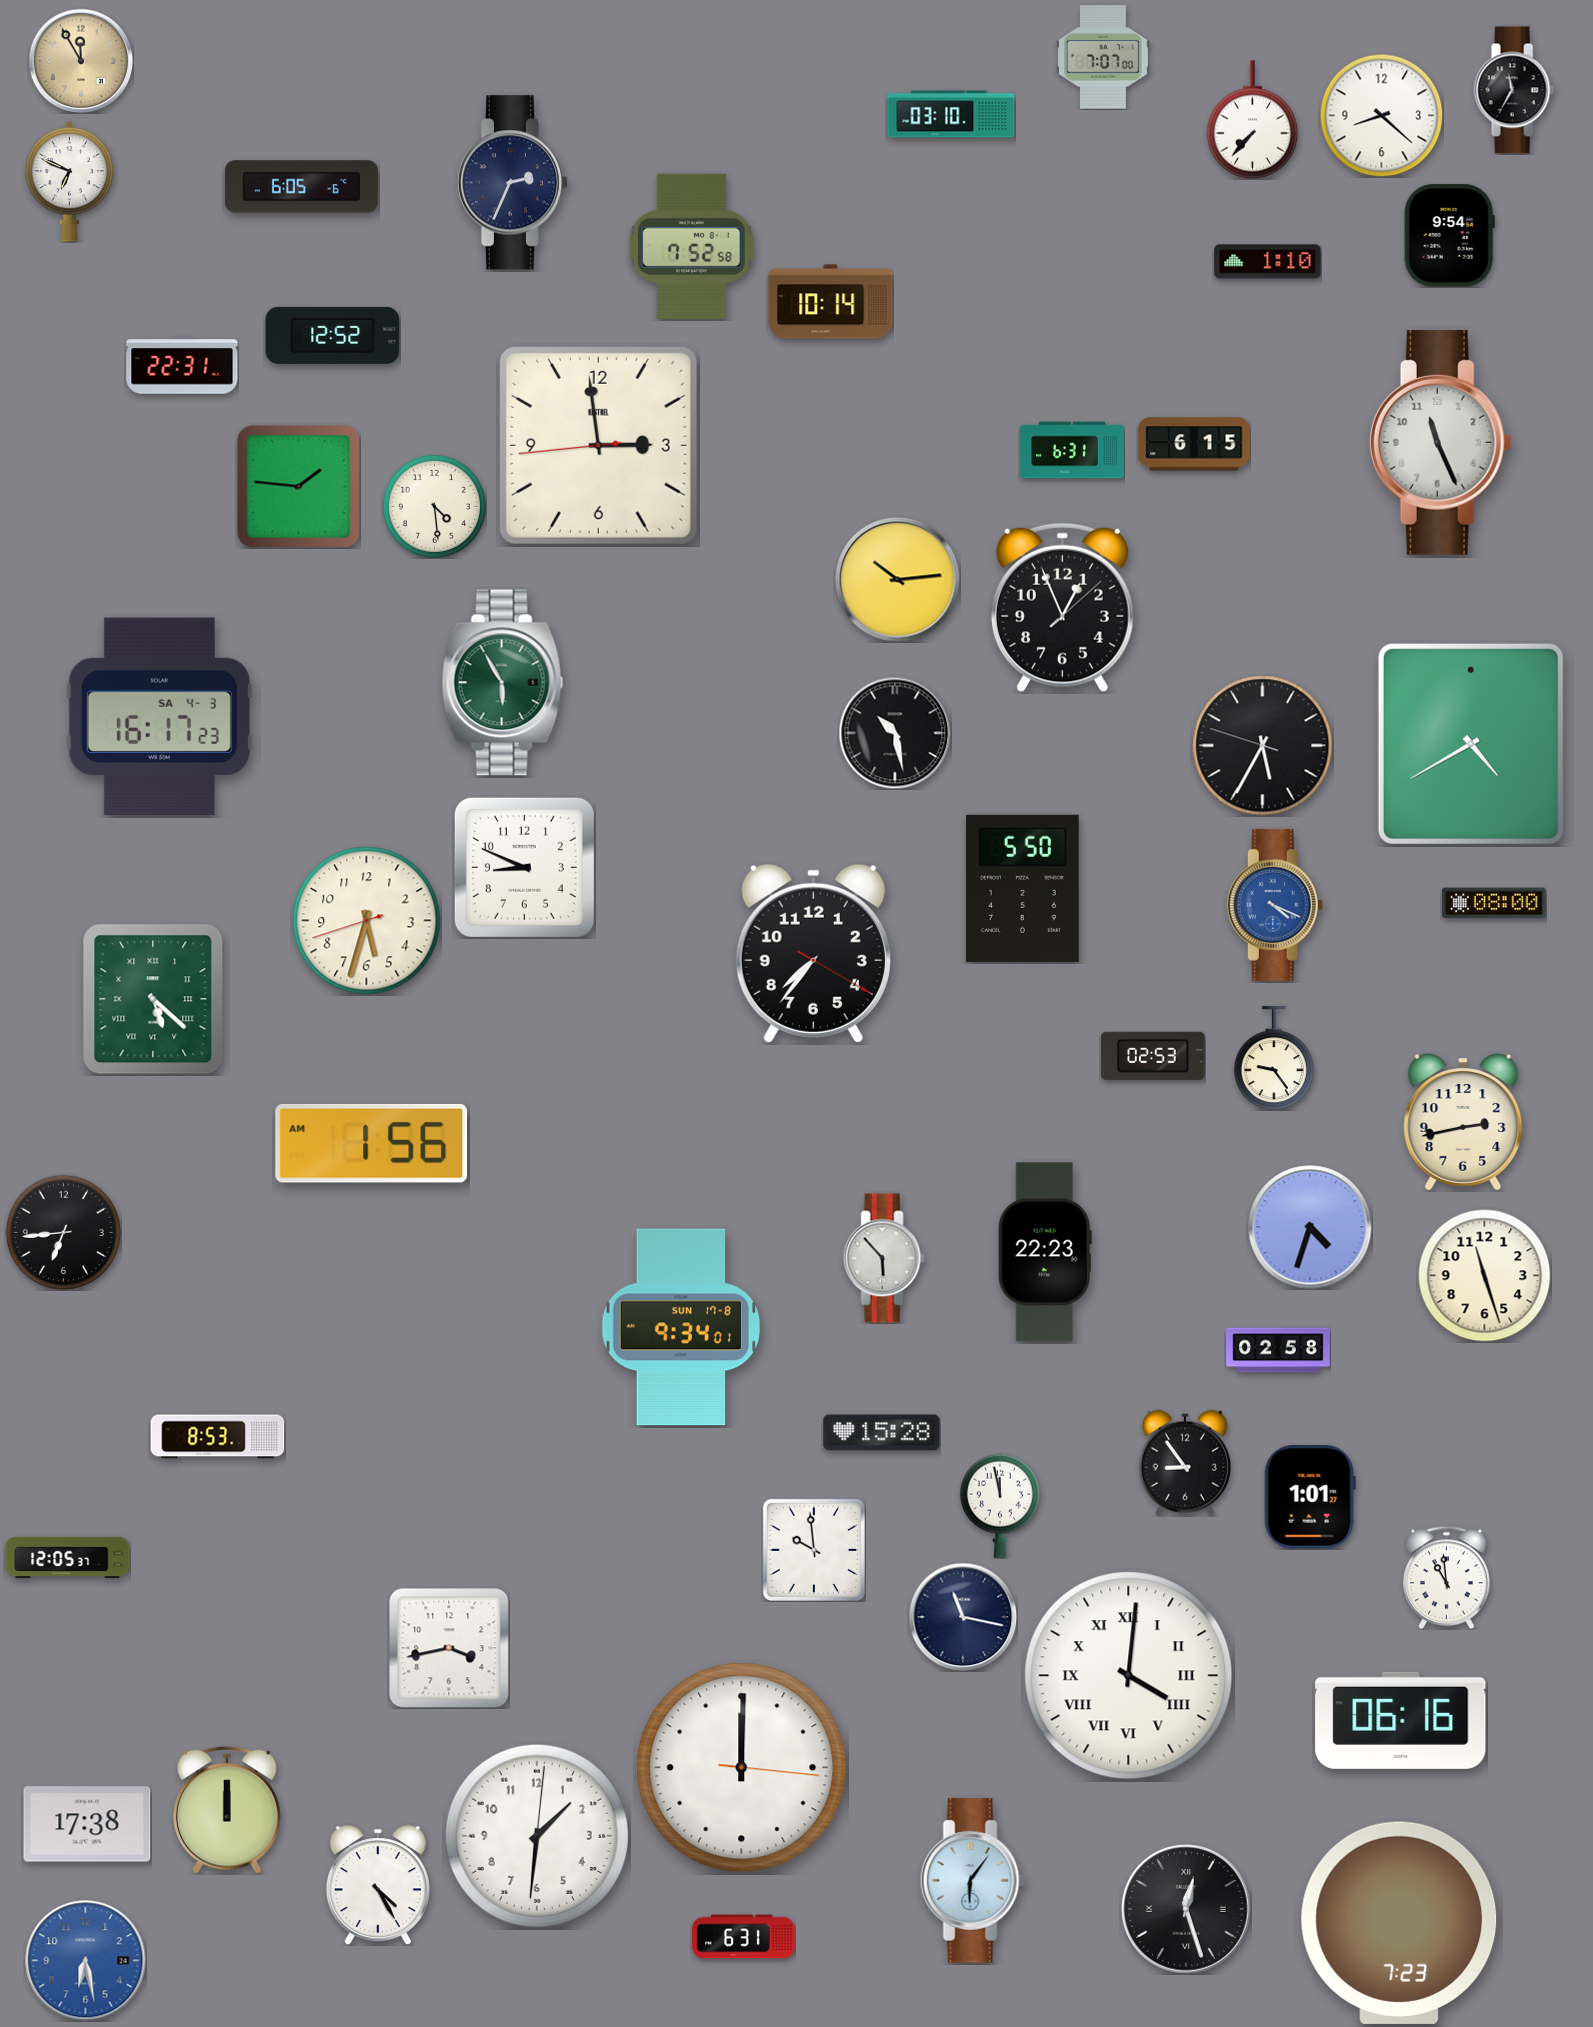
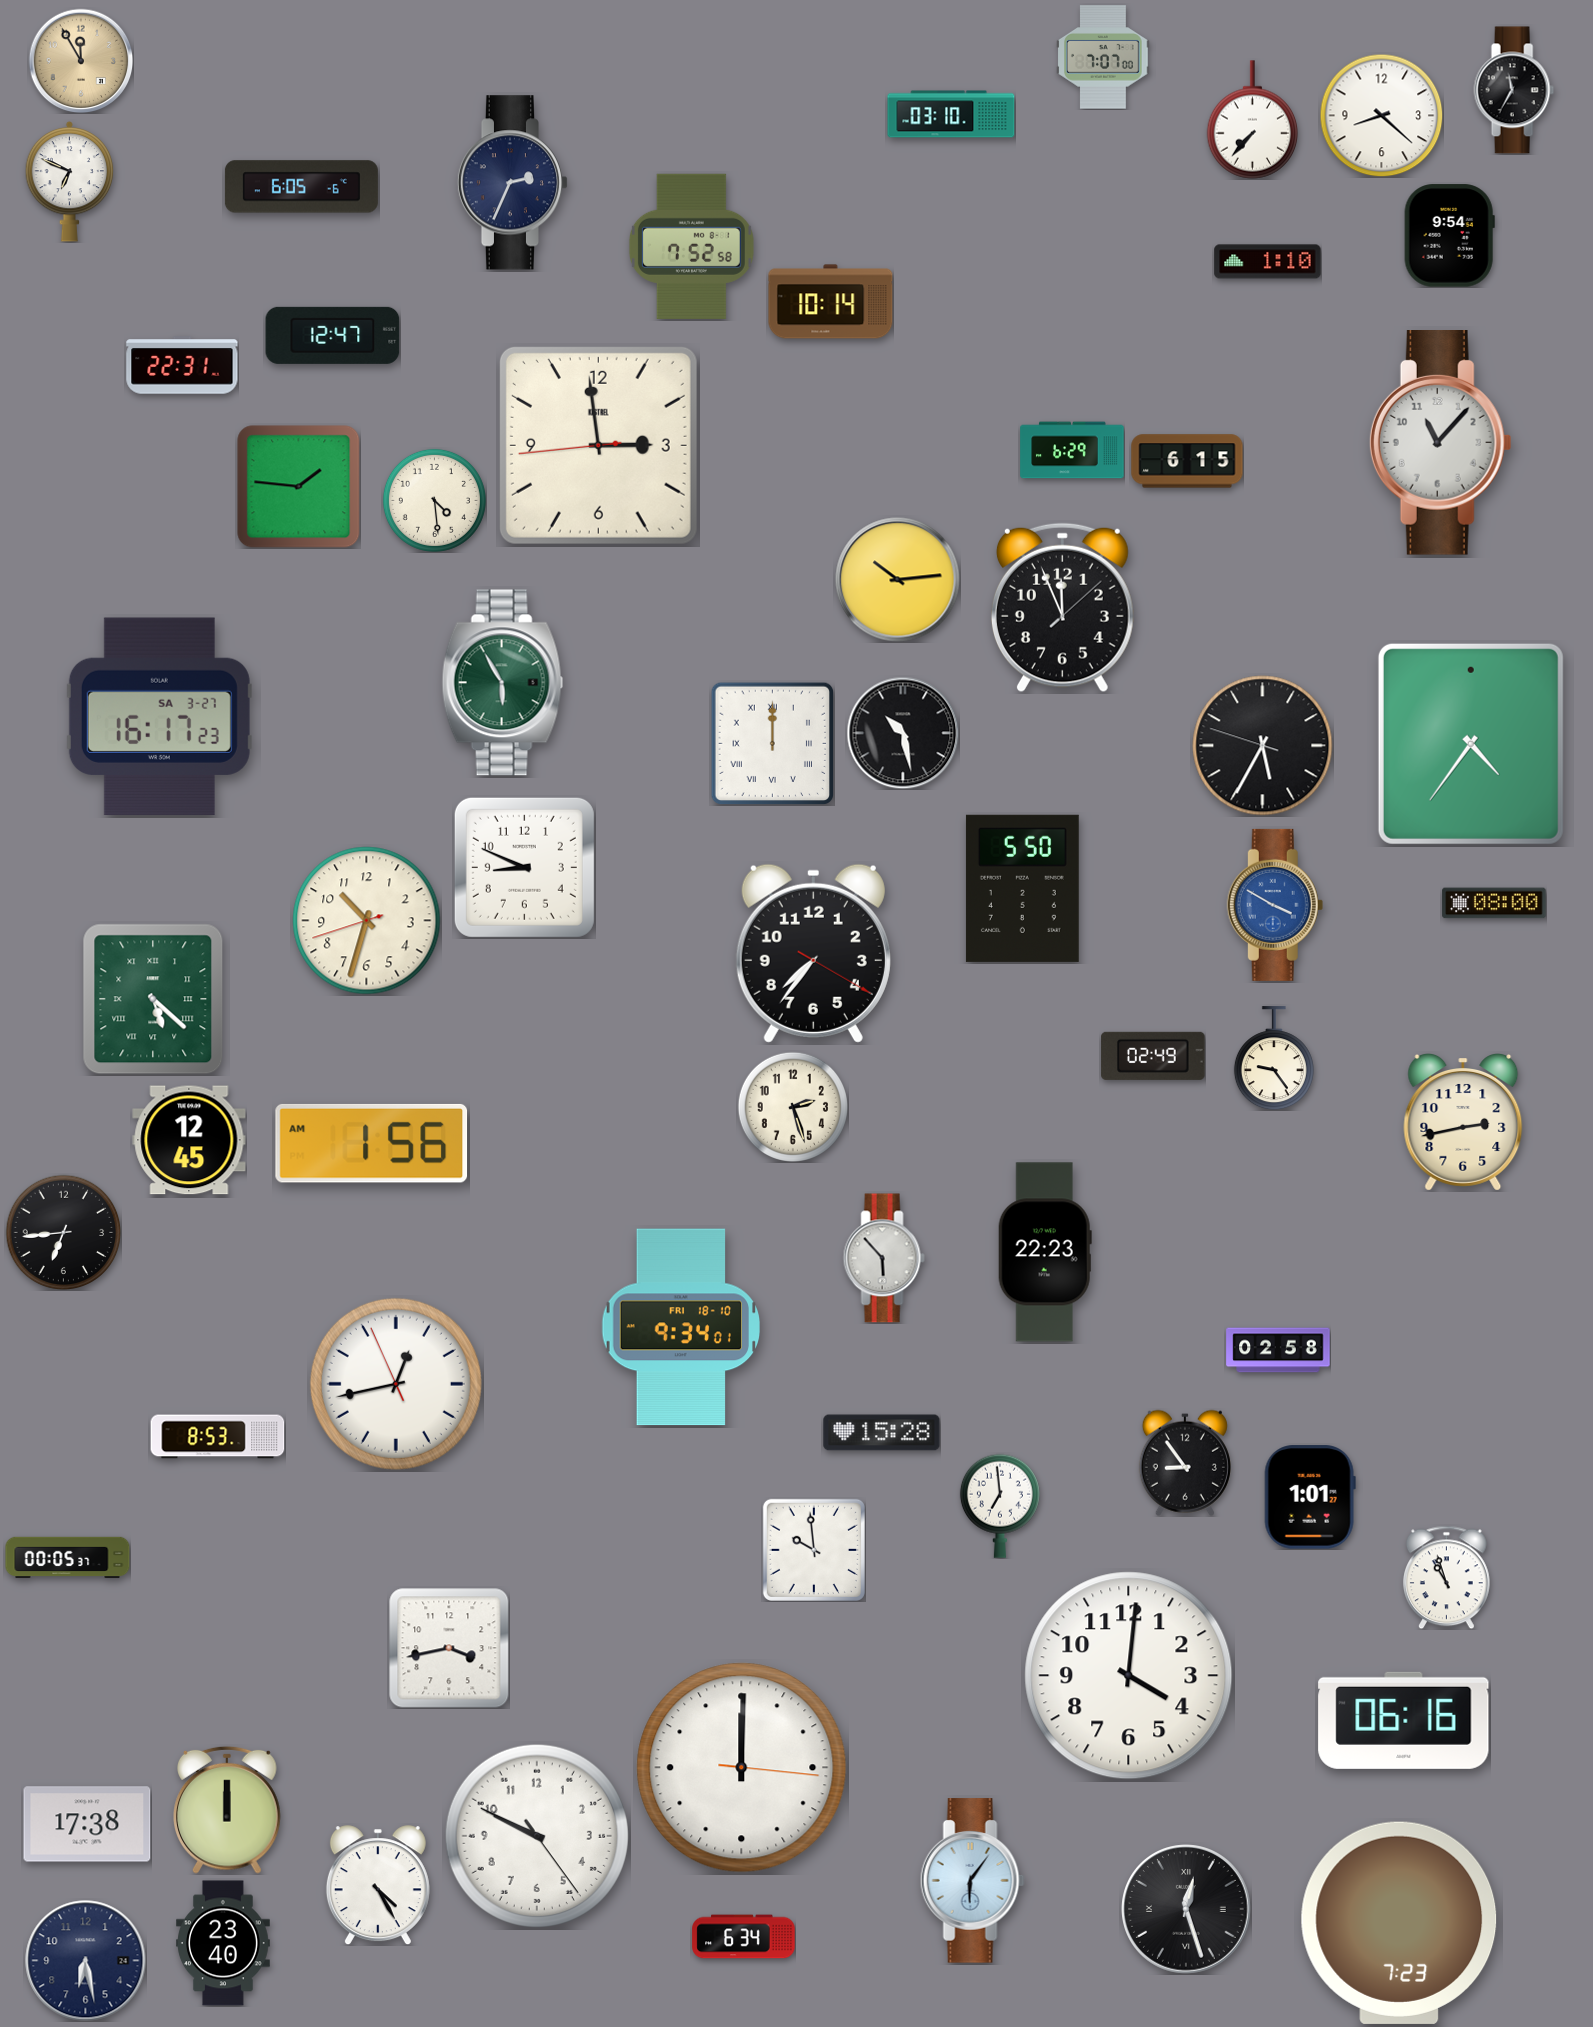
clock at (333, 335): 12:52 -> 12:47
clock at (1440, 443): 11:26 -> 11:07
clock at (1194, 444) position: (1194, 444) -> (1187, 461)
clock at (1072, 450): 6:31 -> 6:29
clock at (434, 506) position: (434, 506) -> (434, 500)
clock at (1062, 608): 12:56 -> 11:56
clock at (159, 717) date: SA 4-3 -> SA 3-27
clock at (895, 733) position: (895, 733) -> (903, 733)
clock at (772, 743): none -> 12:00
clock at (1471, 744): 4:40 -> 4:36
clock at (1275, 905): 4:19 -> 3:50
clock at (367, 921): 5:32 -> 10:32
clock at (1153, 1056): 02:53 -> 02:49
clock at (793, 1107): none -> 2:27
clock at (189, 1140): none -> 12:45
clock at (1310, 1227): 4:33 -> none
clock at (1485, 1276): 11:27 -> none
clock at (680, 1327) date: SUN 17-8 -> FRI 18-10
clock at (396, 1384): none -> 12:42
clock at (1000, 1506): 11:58 -> 6:59
clock at (68, 1558): 12:05 -> 00:05
clock at (1446, 1577): 10:59 -> 10:57
clock at (963, 1617): 11:17 -> none
clock at (1129, 1676) numerals: Roman -> Arabic
clock at (1401, 1720) position: (1401, 1720) -> (1404, 1720)
clock at (537, 1836): 1:31 -> 9:49
clock at (744, 1937): 6:31 -> 6:34
clock at (224, 1943): none -> 23:40
clock at (86, 1961) dial: blue -> navy
